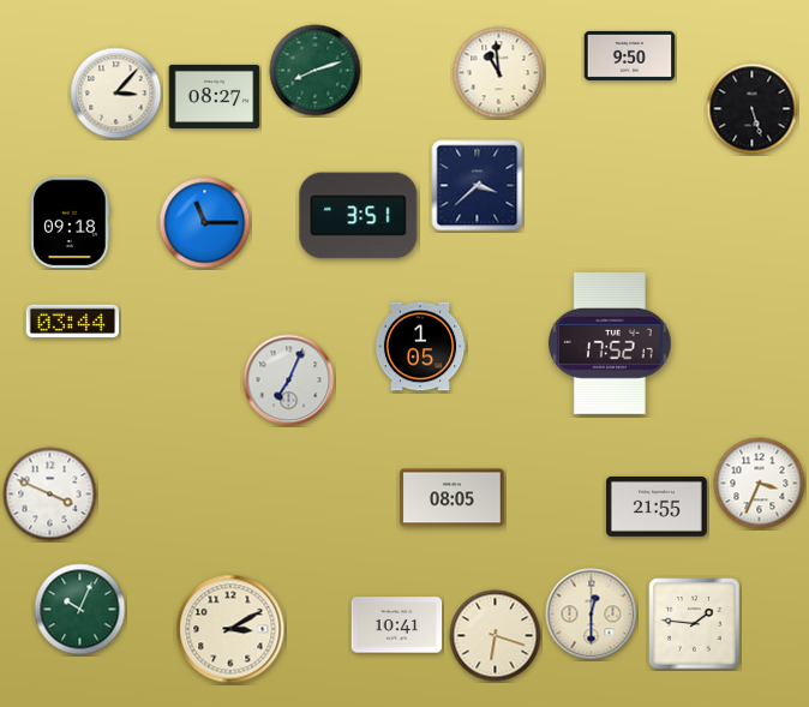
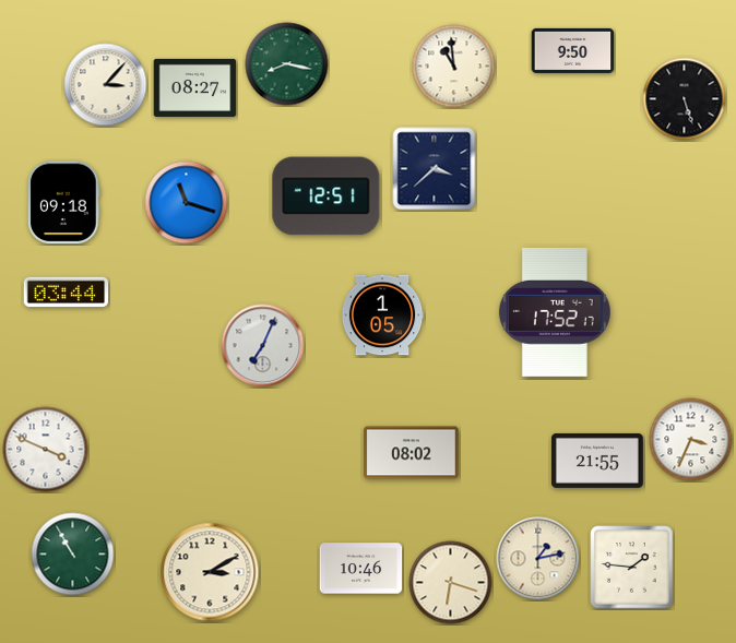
clock at (316, 71): 8:12 -> 8:17
clock at (359, 216): 3:51 -> 12:51
clock at (205, 223): 11:15 -> 11:18
clock at (453, 498): 08:05 -> 08:02
clock at (80, 610): 10:04 -> 10:55
clock at (592, 615): 12:30 -> 1:13
clock at (397, 625): 10:41 -> 10:46
clock at (496, 636) position: (496, 636) -> (451, 583)
